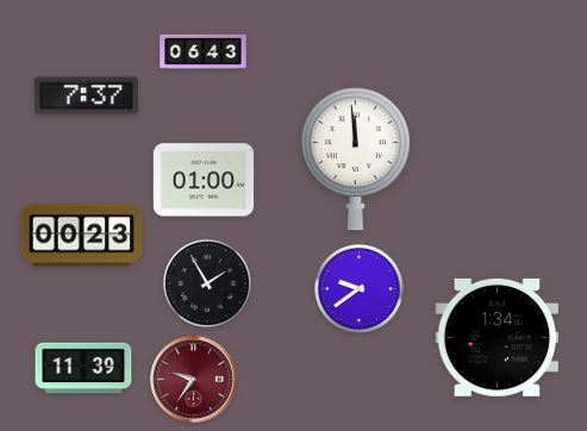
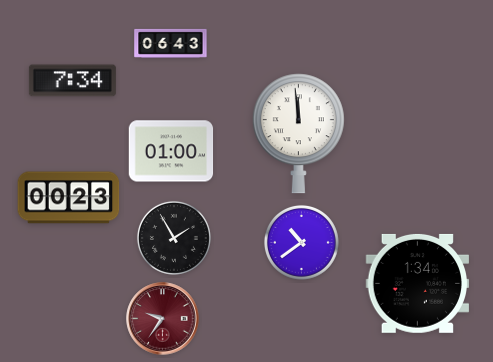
clock at (86, 96): 7:37 -> 7:34
clock at (358, 288): 9:39 -> 10:39
clock at (83, 368): 11:39 -> none
